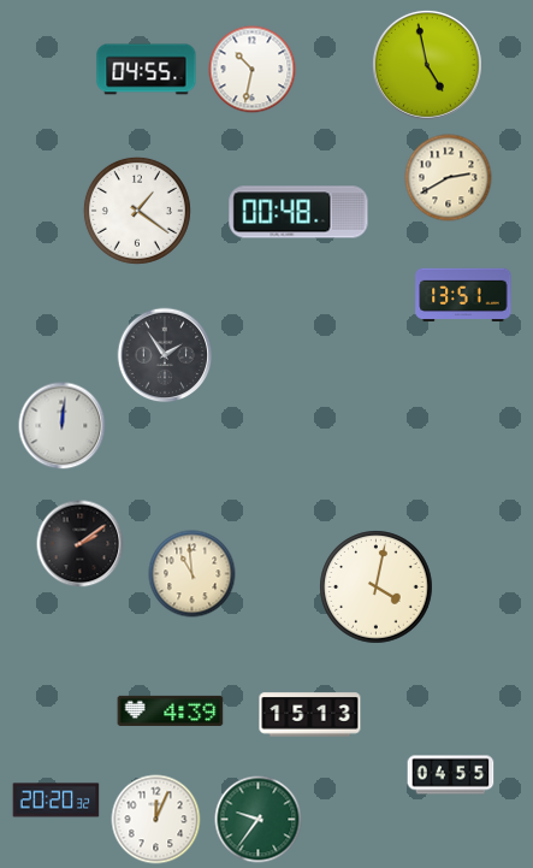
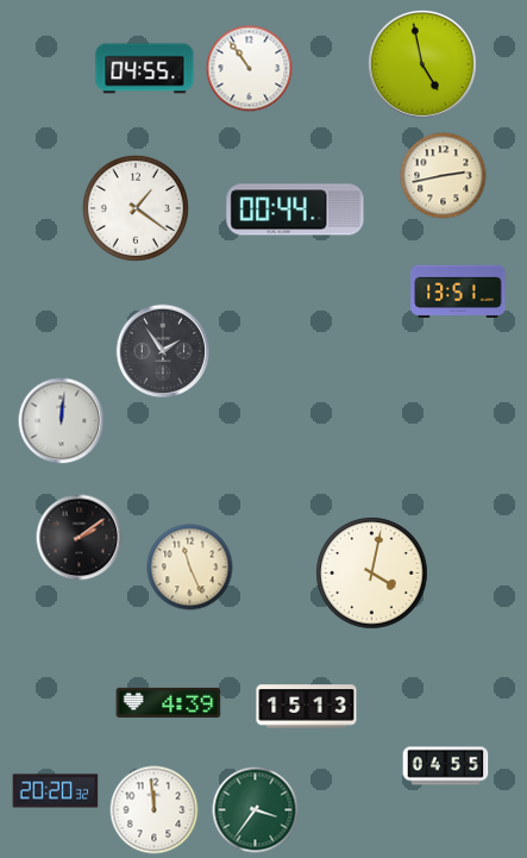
clock at (253, 70): 10:32 -> 10:54
clock at (449, 178): 2:40 -> 2:43
clock at (298, 212): 00:48 -> 00:44
clock at (193, 574): 10:59 -> 11:26
clock at (377, 587) position: (377, 587) -> (372, 574)
clock at (156, 820): 12:04 -> 11:59
clock at (259, 820): 9:36 -> 3:36
